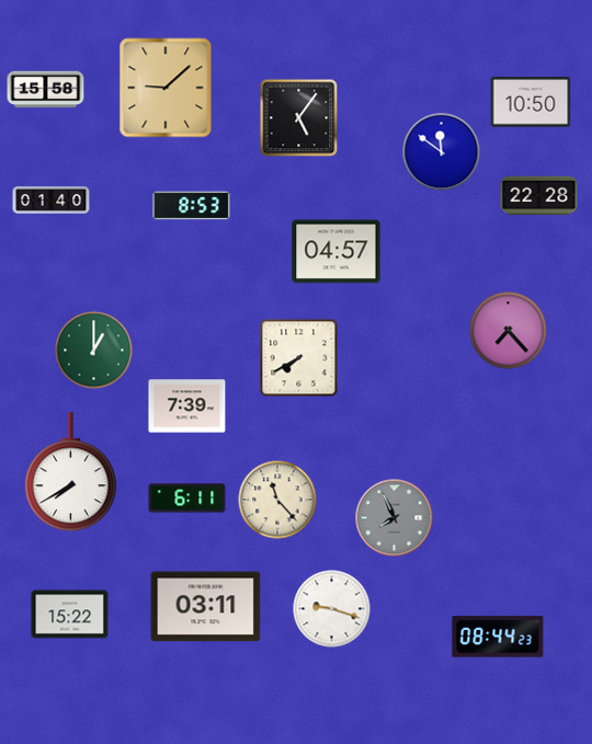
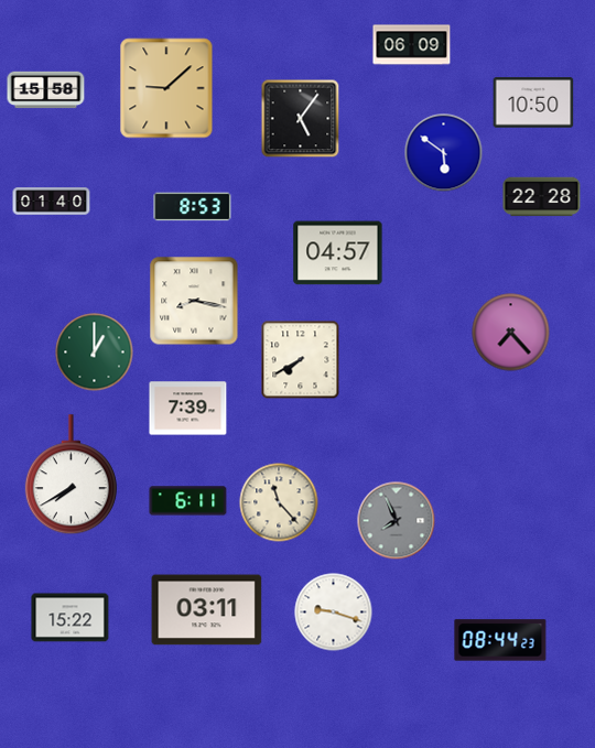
clock at (412, 45): none -> 06:09
clock at (442, 152): 11:51 -> 5:51
clock at (194, 301): none -> 8:17
